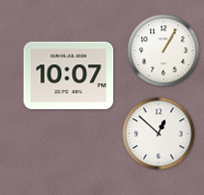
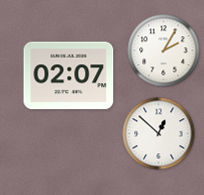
clock at (164, 51): 1:05 -> 2:05
clock at (69, 76): 10:07 -> 02:07
